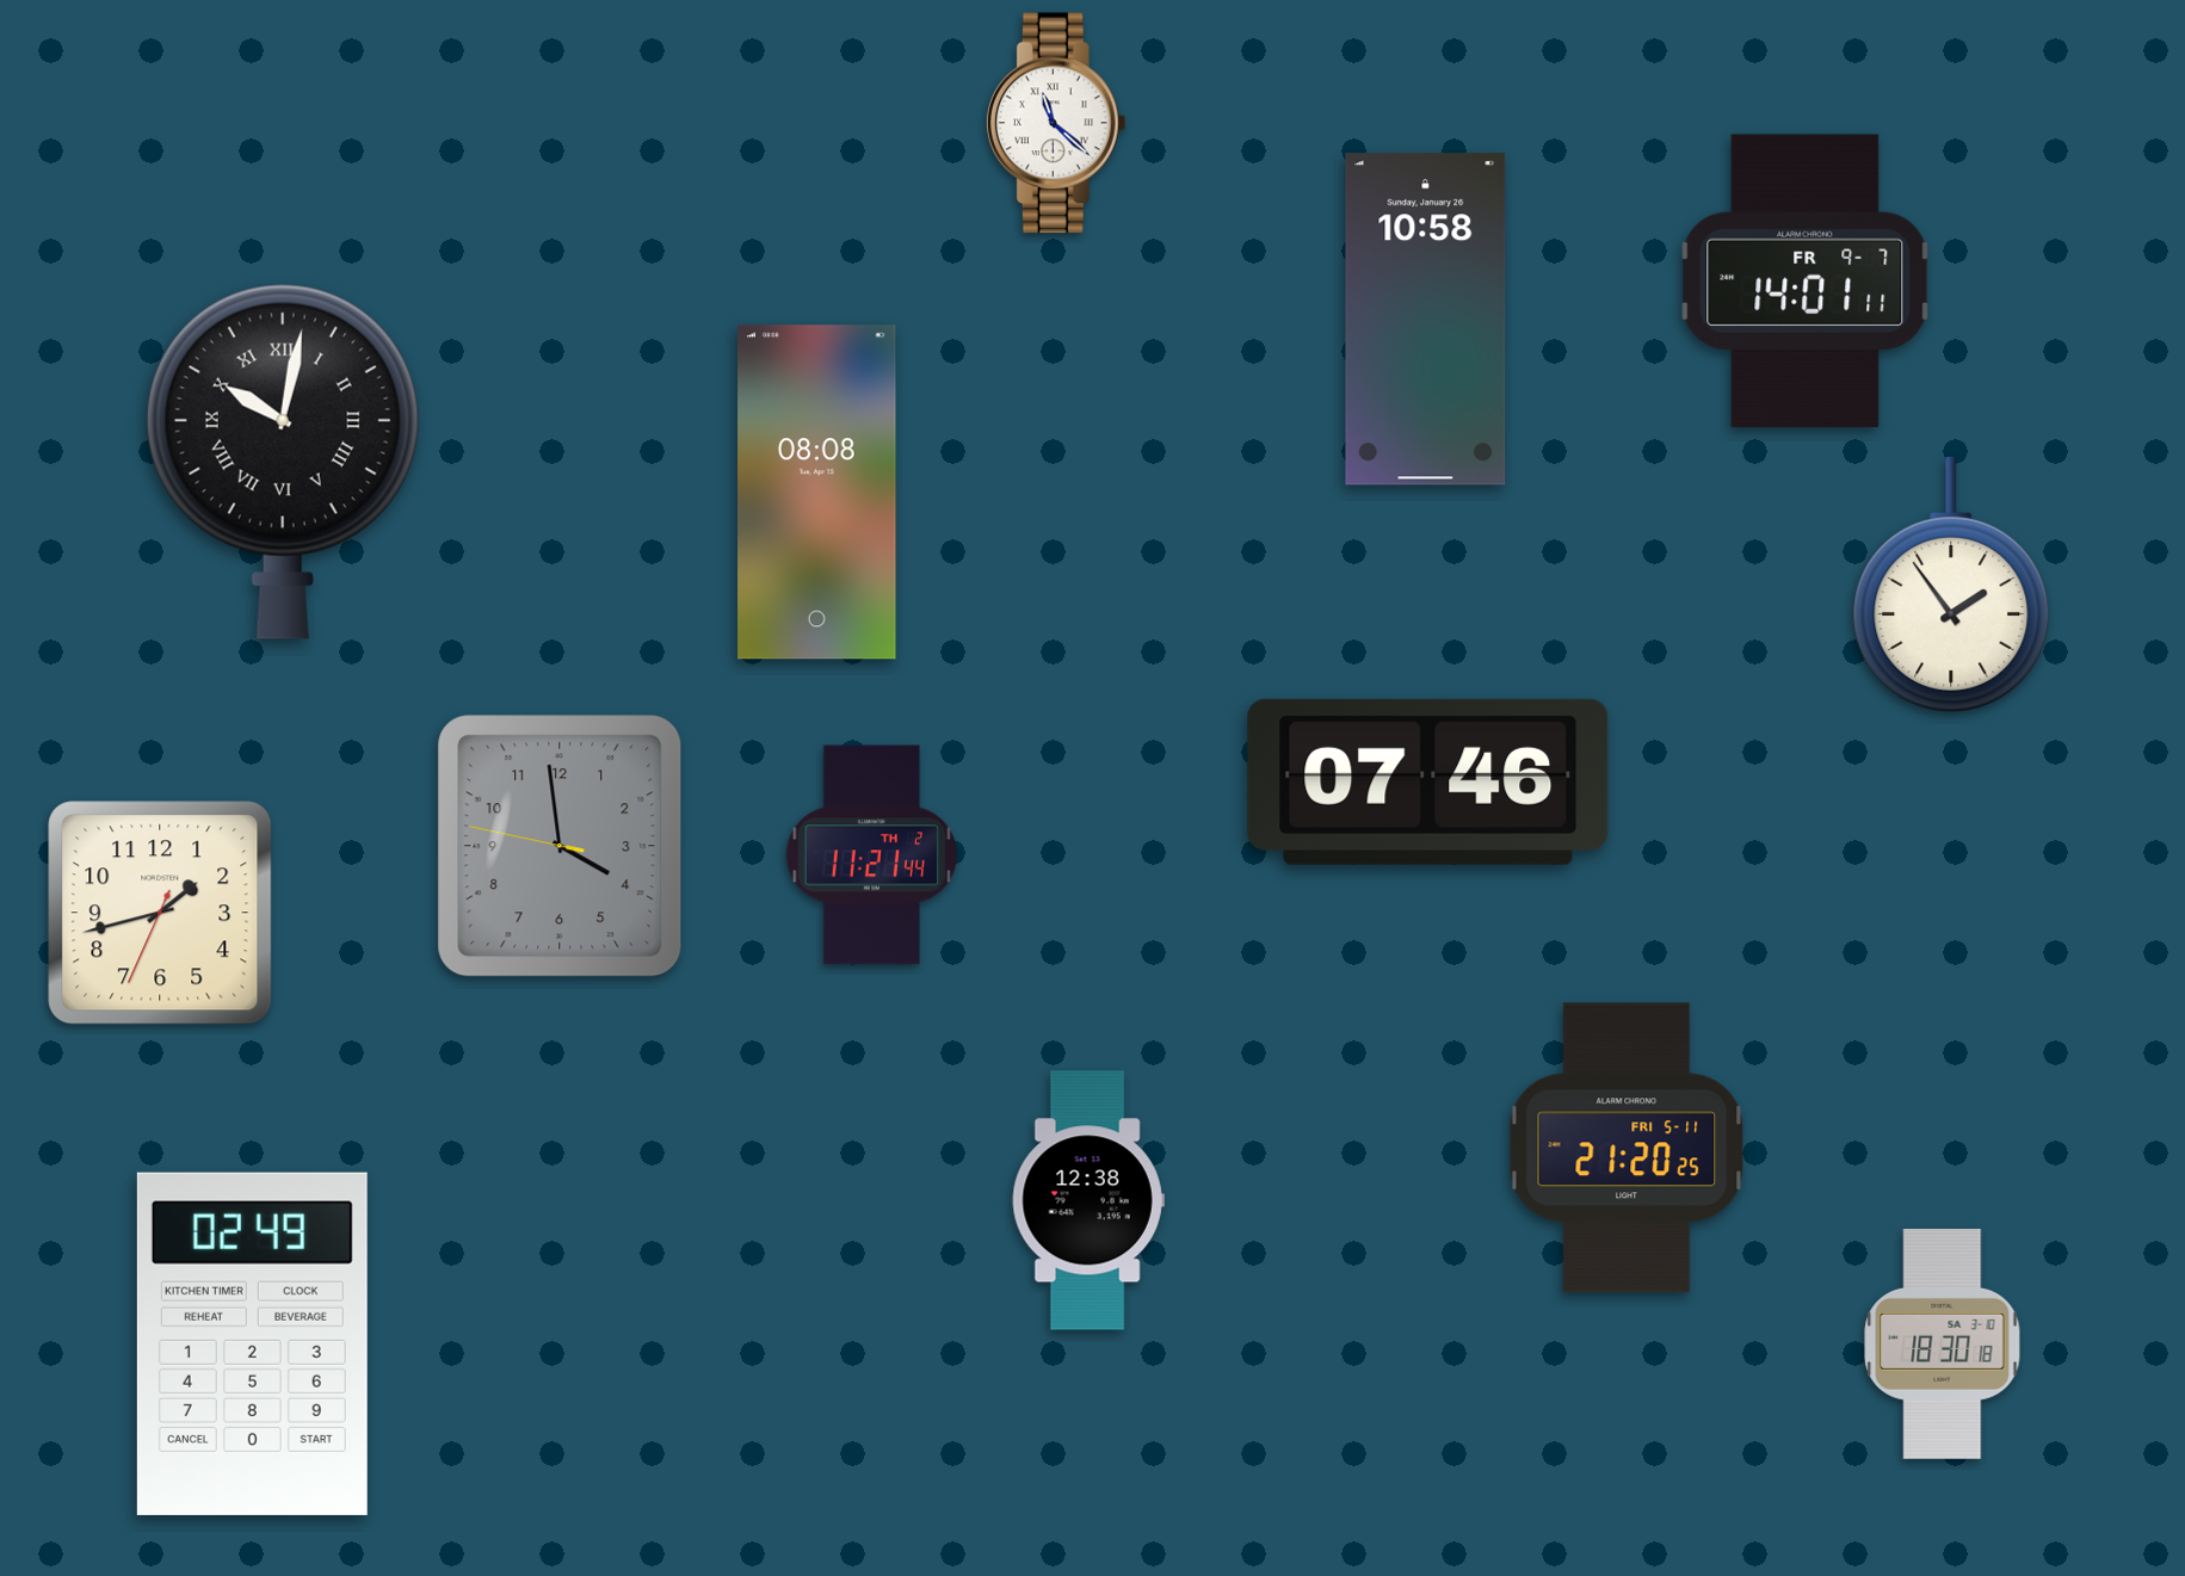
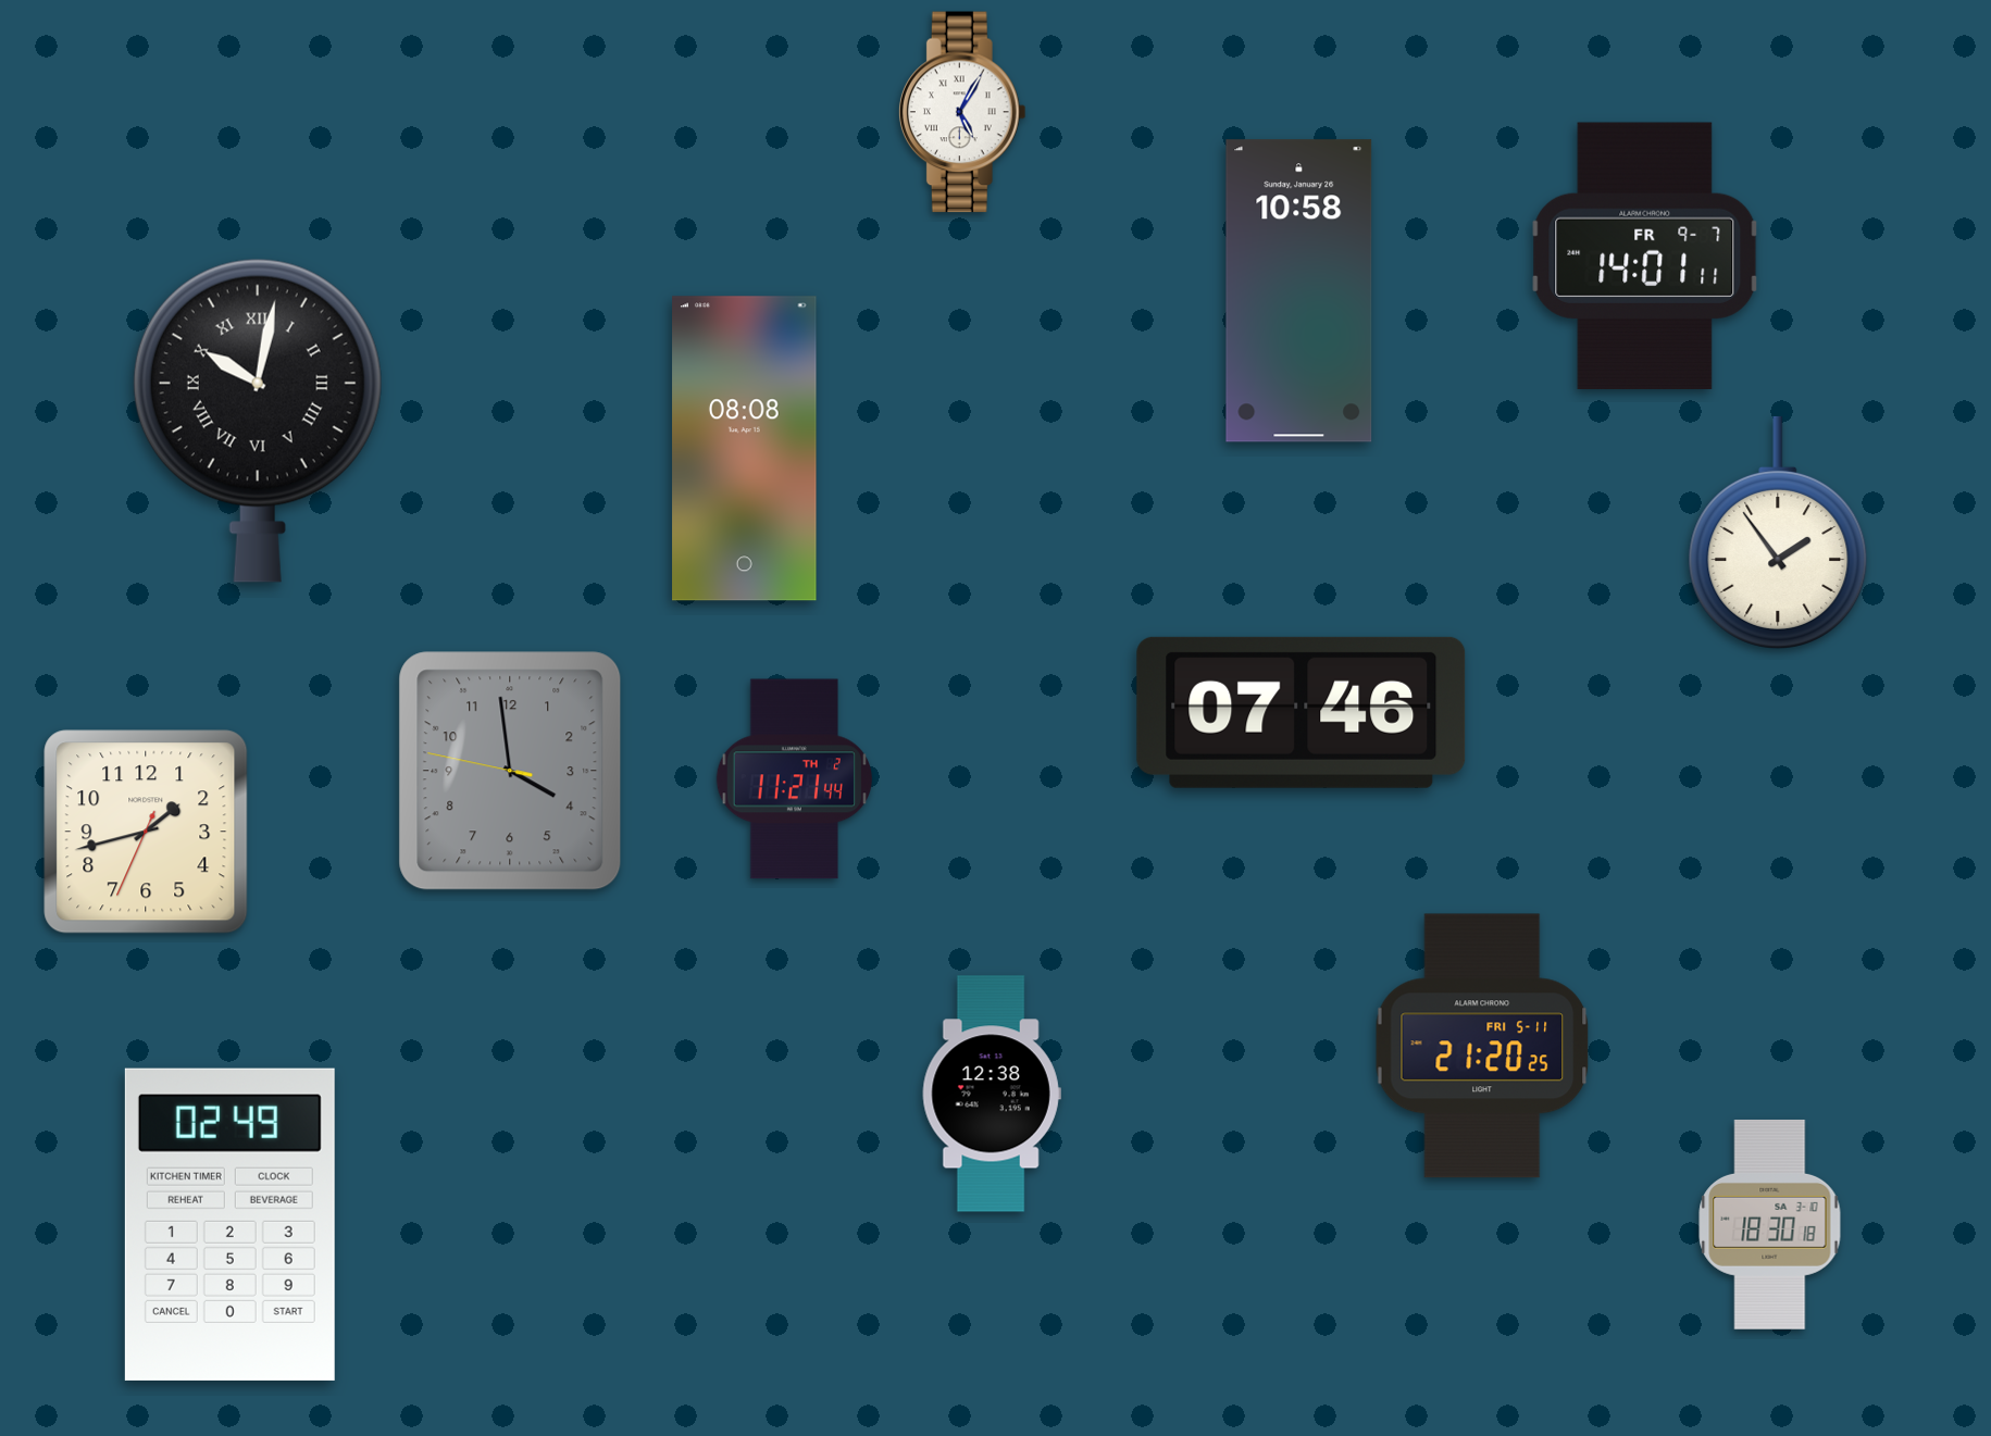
clock at (1056, 123): 11:22 -> 5:05
